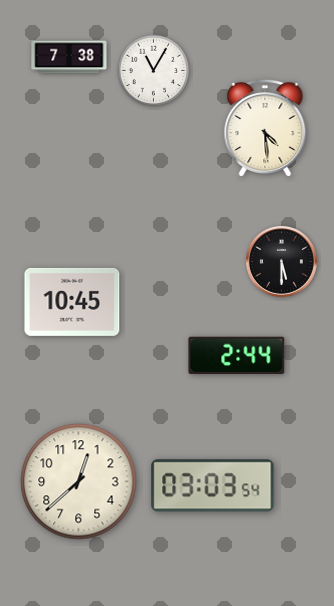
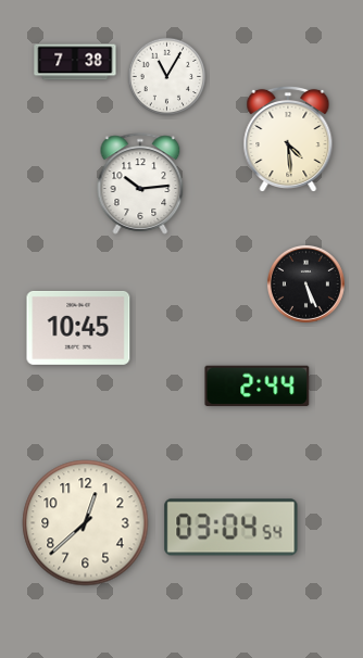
clock at (140, 184): none -> 10:14
clock at (281, 261): 5:30 -> 5:26
clock at (213, 486): 03:03 -> 03:04
